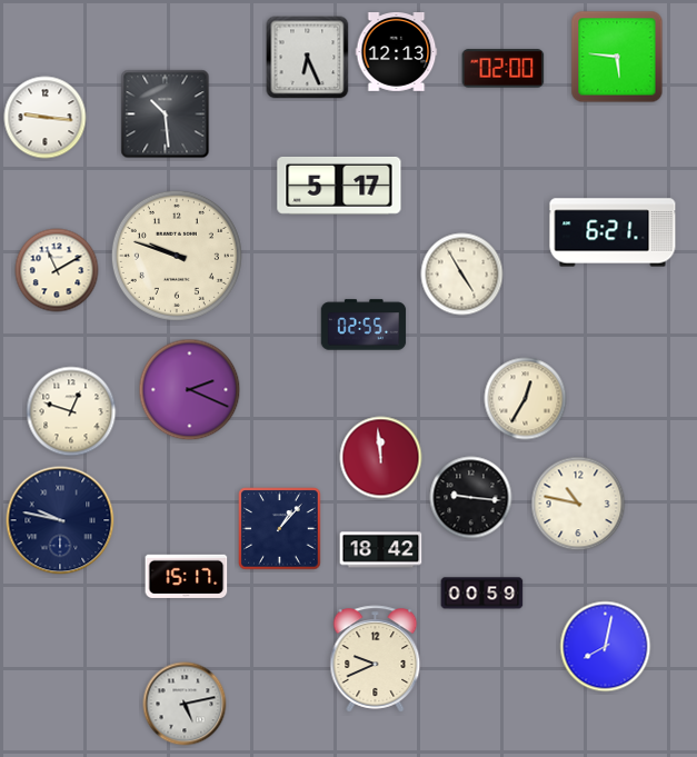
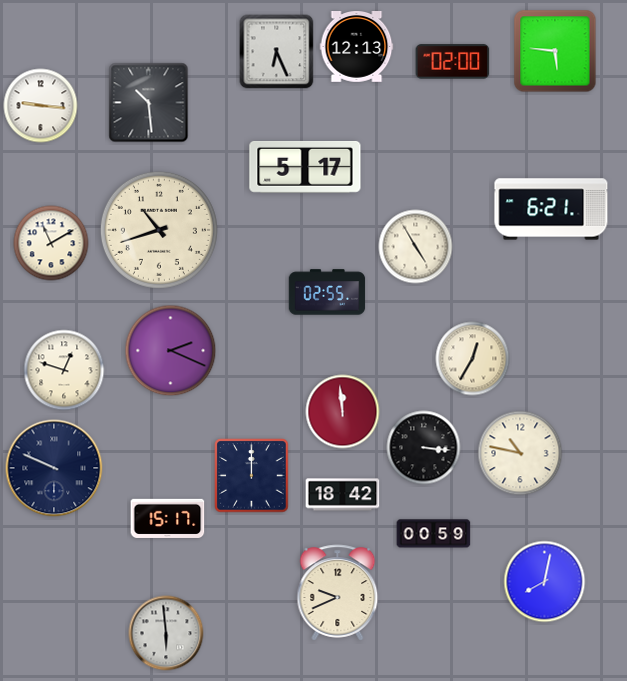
clock at (177, 256): 9:48 -> 10:42
clock at (471, 498): 9:16 -> 3:16
clock at (60, 520): 9:47 -> 9:49
clock at (280, 529): 1:07 -> 12:00
clock at (185, 704): 5:13 -> 5:59
